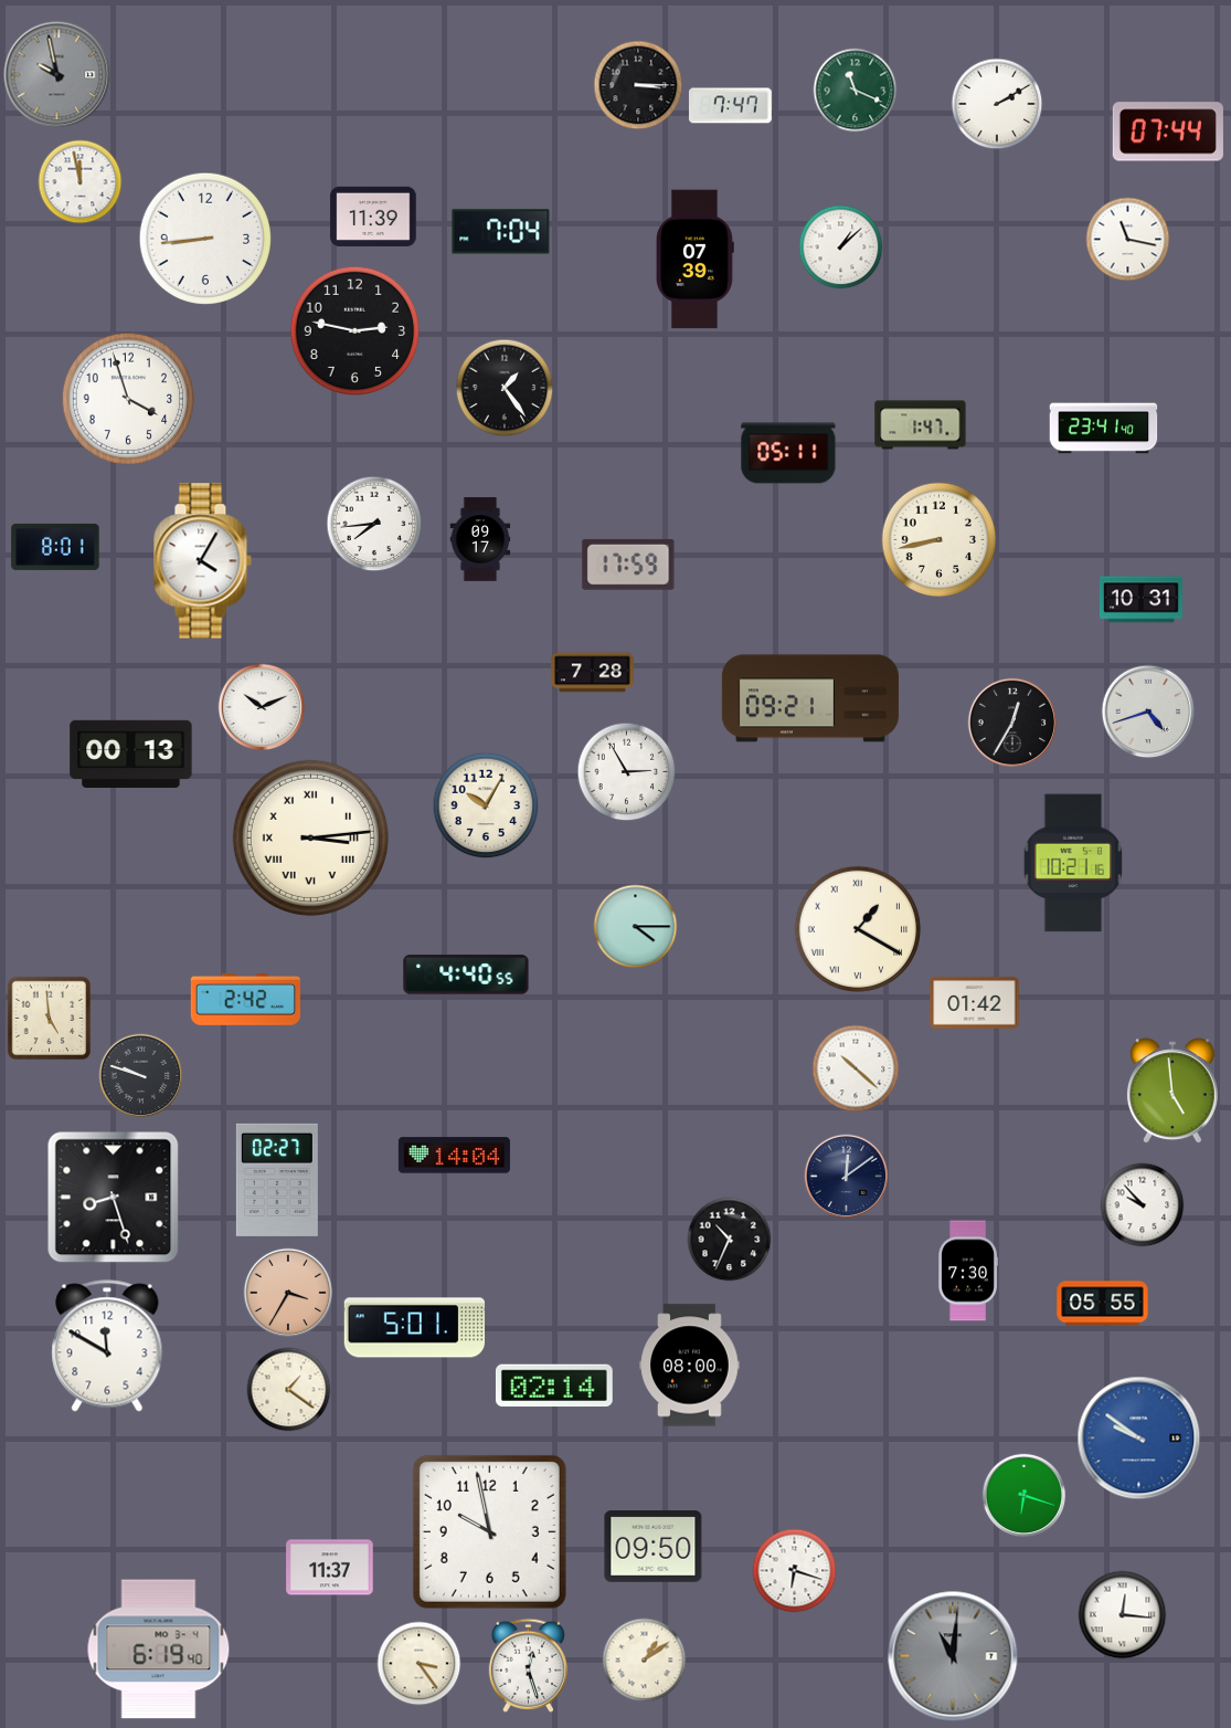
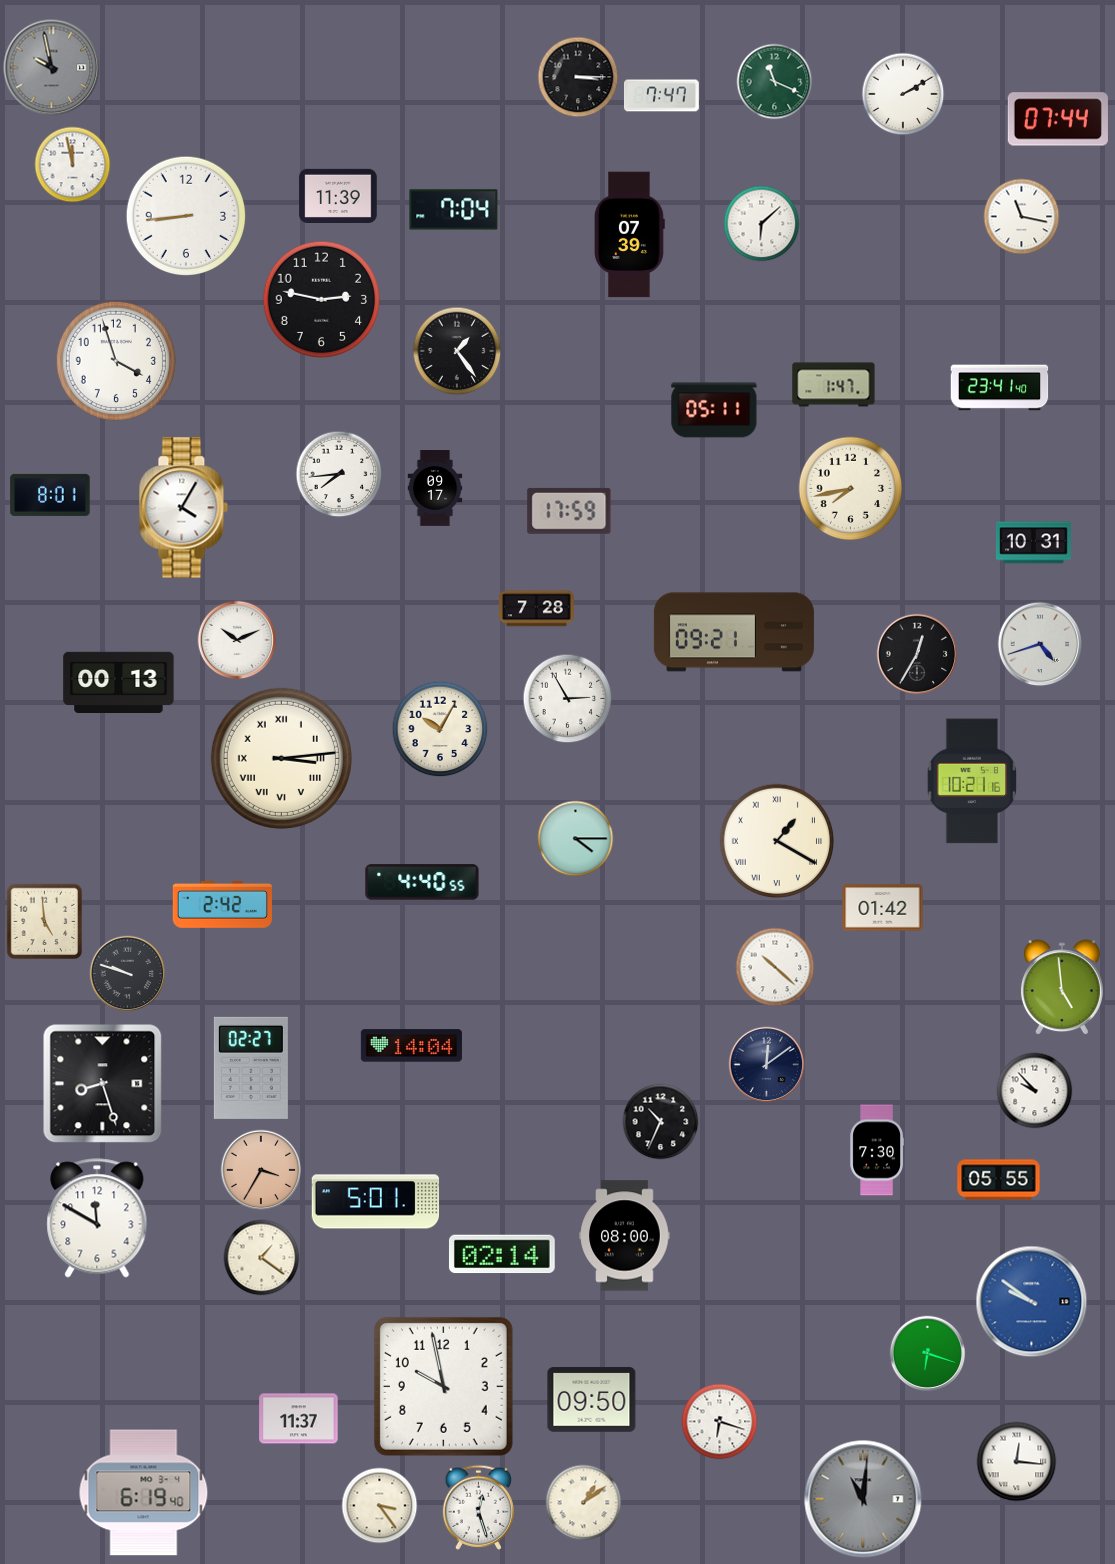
clock at (841, 247): 1:08 -> 6:08
clock at (940, 540): 8:43 -> 7:43
